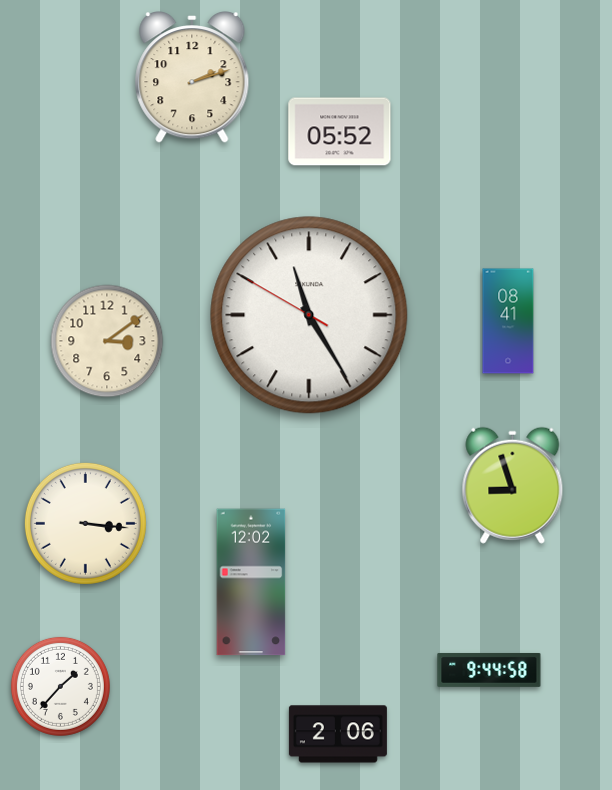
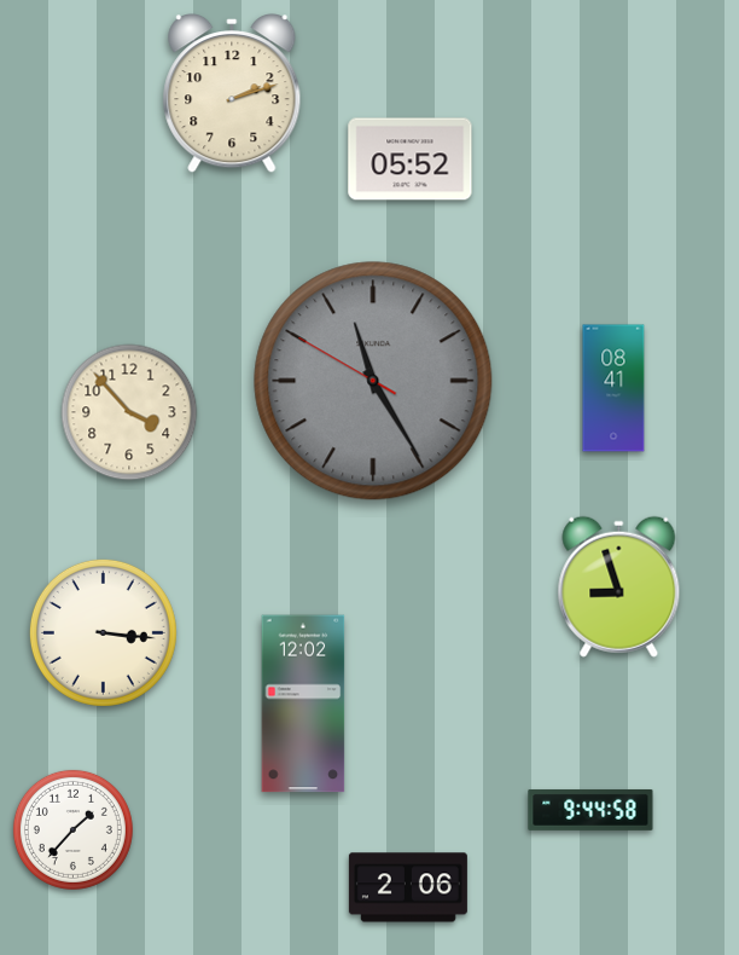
clock at (309, 315) dial: white -> grey
clock at (107, 341): 3:09 -> 3:53
